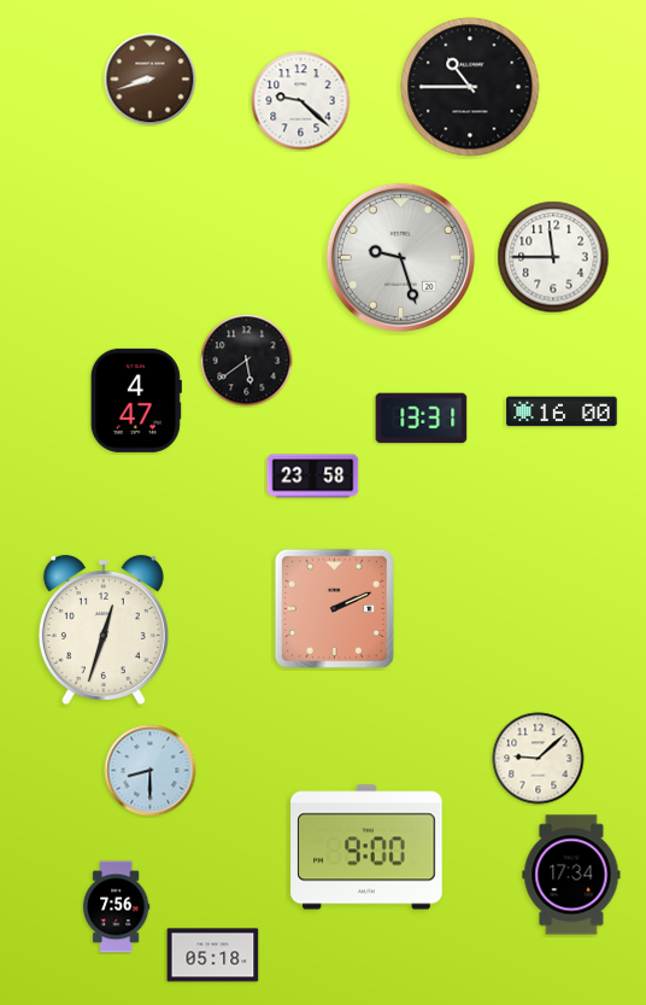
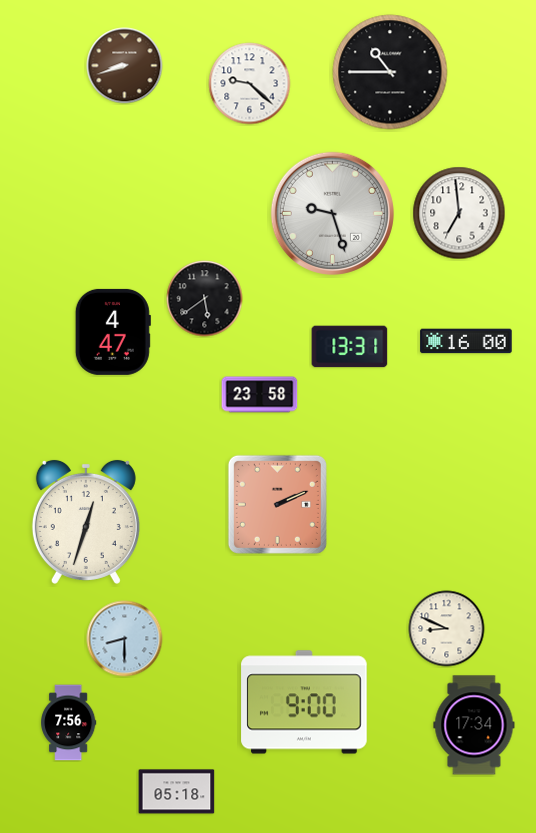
clock at (553, 257): 11:45 -> 6:59
clock at (539, 759): 9:08 -> 8:49
clock at (117, 907) position: (117, 907) -> (69, 723)
